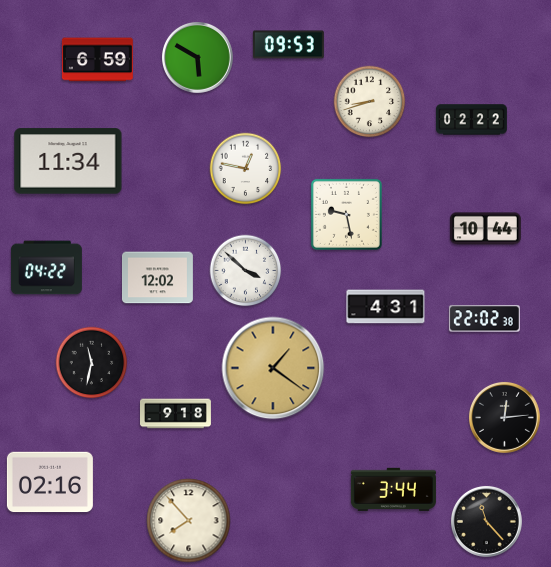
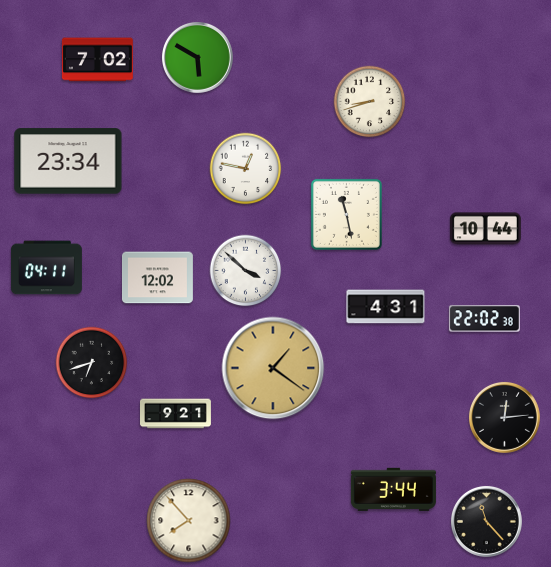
clock at (288, 45): 09:53 -> none
clock at (97, 60): 6:59 -> 7:02
clock at (471, 120): 02:22 -> none
clock at (68, 161): 11:34 -> 23:34
clock at (346, 214): 9:28 -> 11:28
clock at (46, 268): 04:22 -> 04:11
clock at (92, 363): 11:32 -> 6:42
clock at (176, 414): 9:18 -> 9:21
clock at (50, 482): 02:16 -> none
